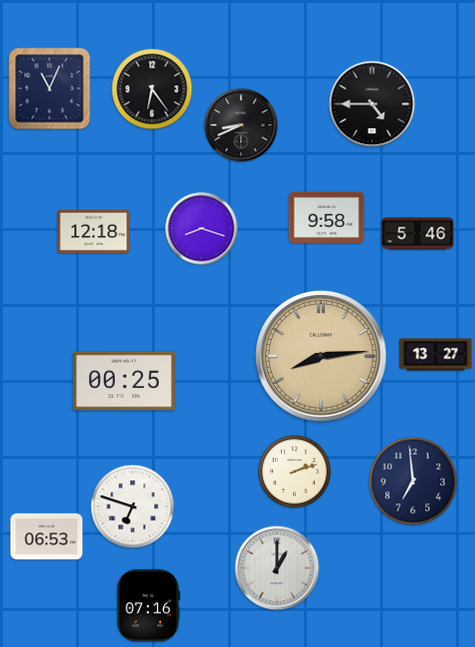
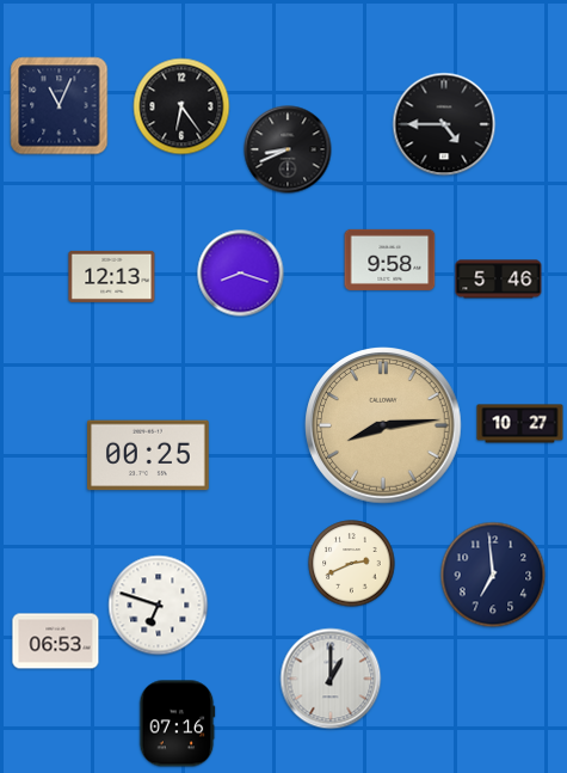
clock at (94, 231): 12:18 -> 12:13
clock at (436, 355): 13:27 -> 10:27
clock at (295, 472): 2:12 -> 2:41
